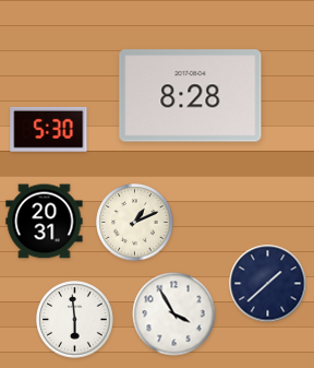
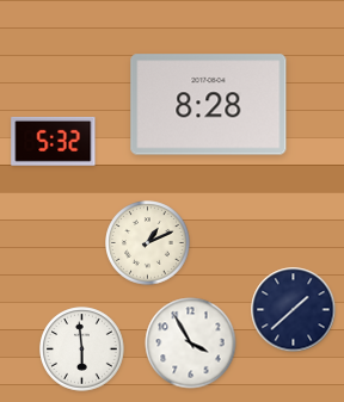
clock at (49, 129): 5:30 -> 5:32
clock at (45, 222): 20:31 -> none
